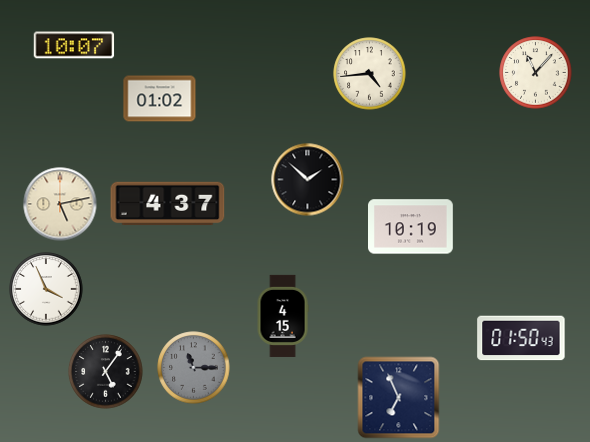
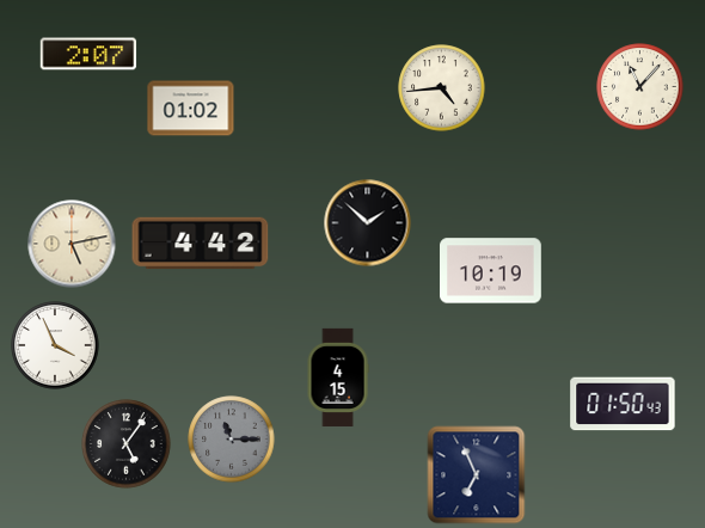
clock at (74, 45): 10:07 -> 2:07
clock at (160, 99) position: (160, 99) -> (191, 109)
clock at (308, 180) position: (308, 180) -> (368, 223)
clock at (168, 204): 4:37 -> 4:42
